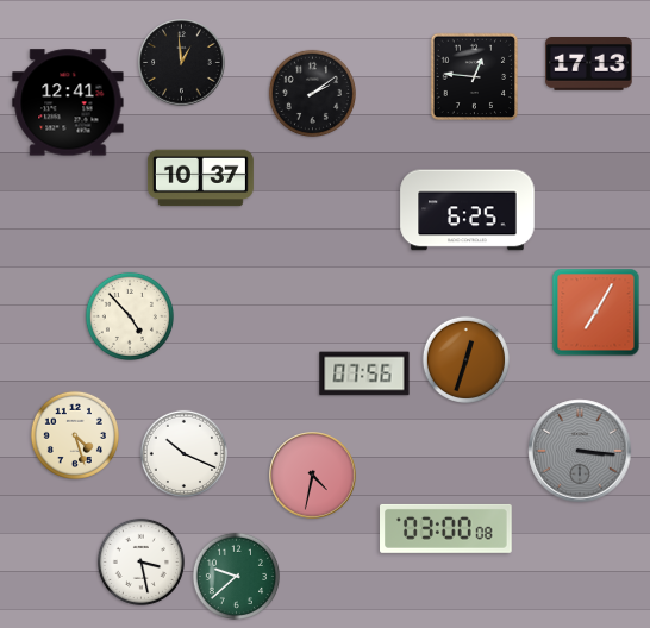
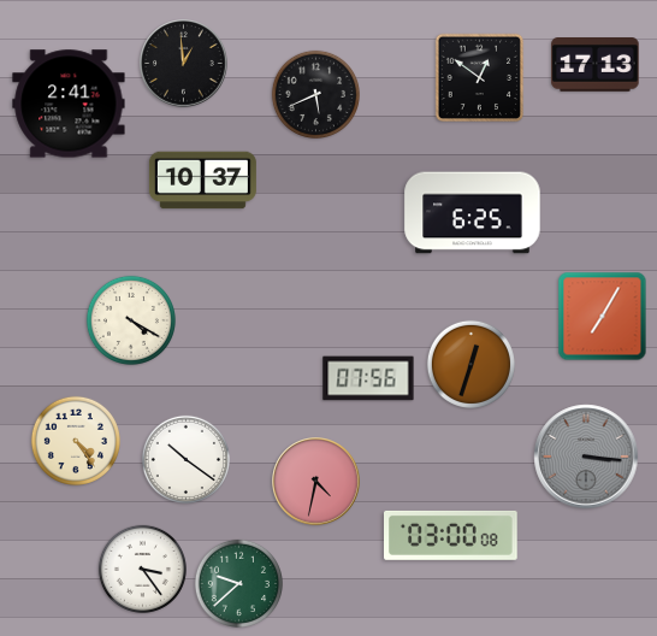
clock at (475, 77): 12:46 -> 12:51
clock at (312, 93): 2:09 -> 5:41
clock at (68, 102): 12:41 -> 2:41
clock at (130, 316): 4:53 -> 4:20
clock at (75, 435): 4:27 -> 4:24
clock at (183, 453): 10:19 -> 10:21
clock at (140, 561): 3:28 -> 3:24
